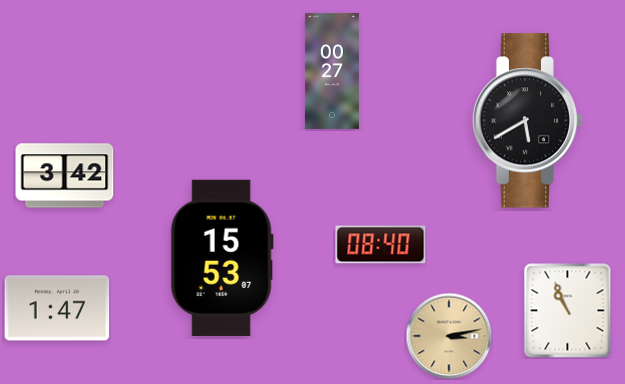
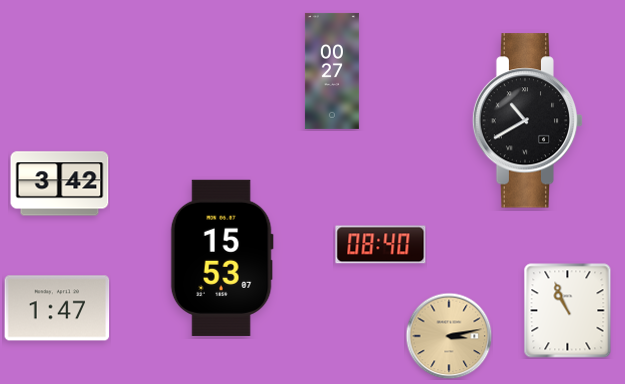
clock at (528, 121): 5:40 -> 10:40
clock at (65, 176) position: (65, 176) -> (60, 184)
